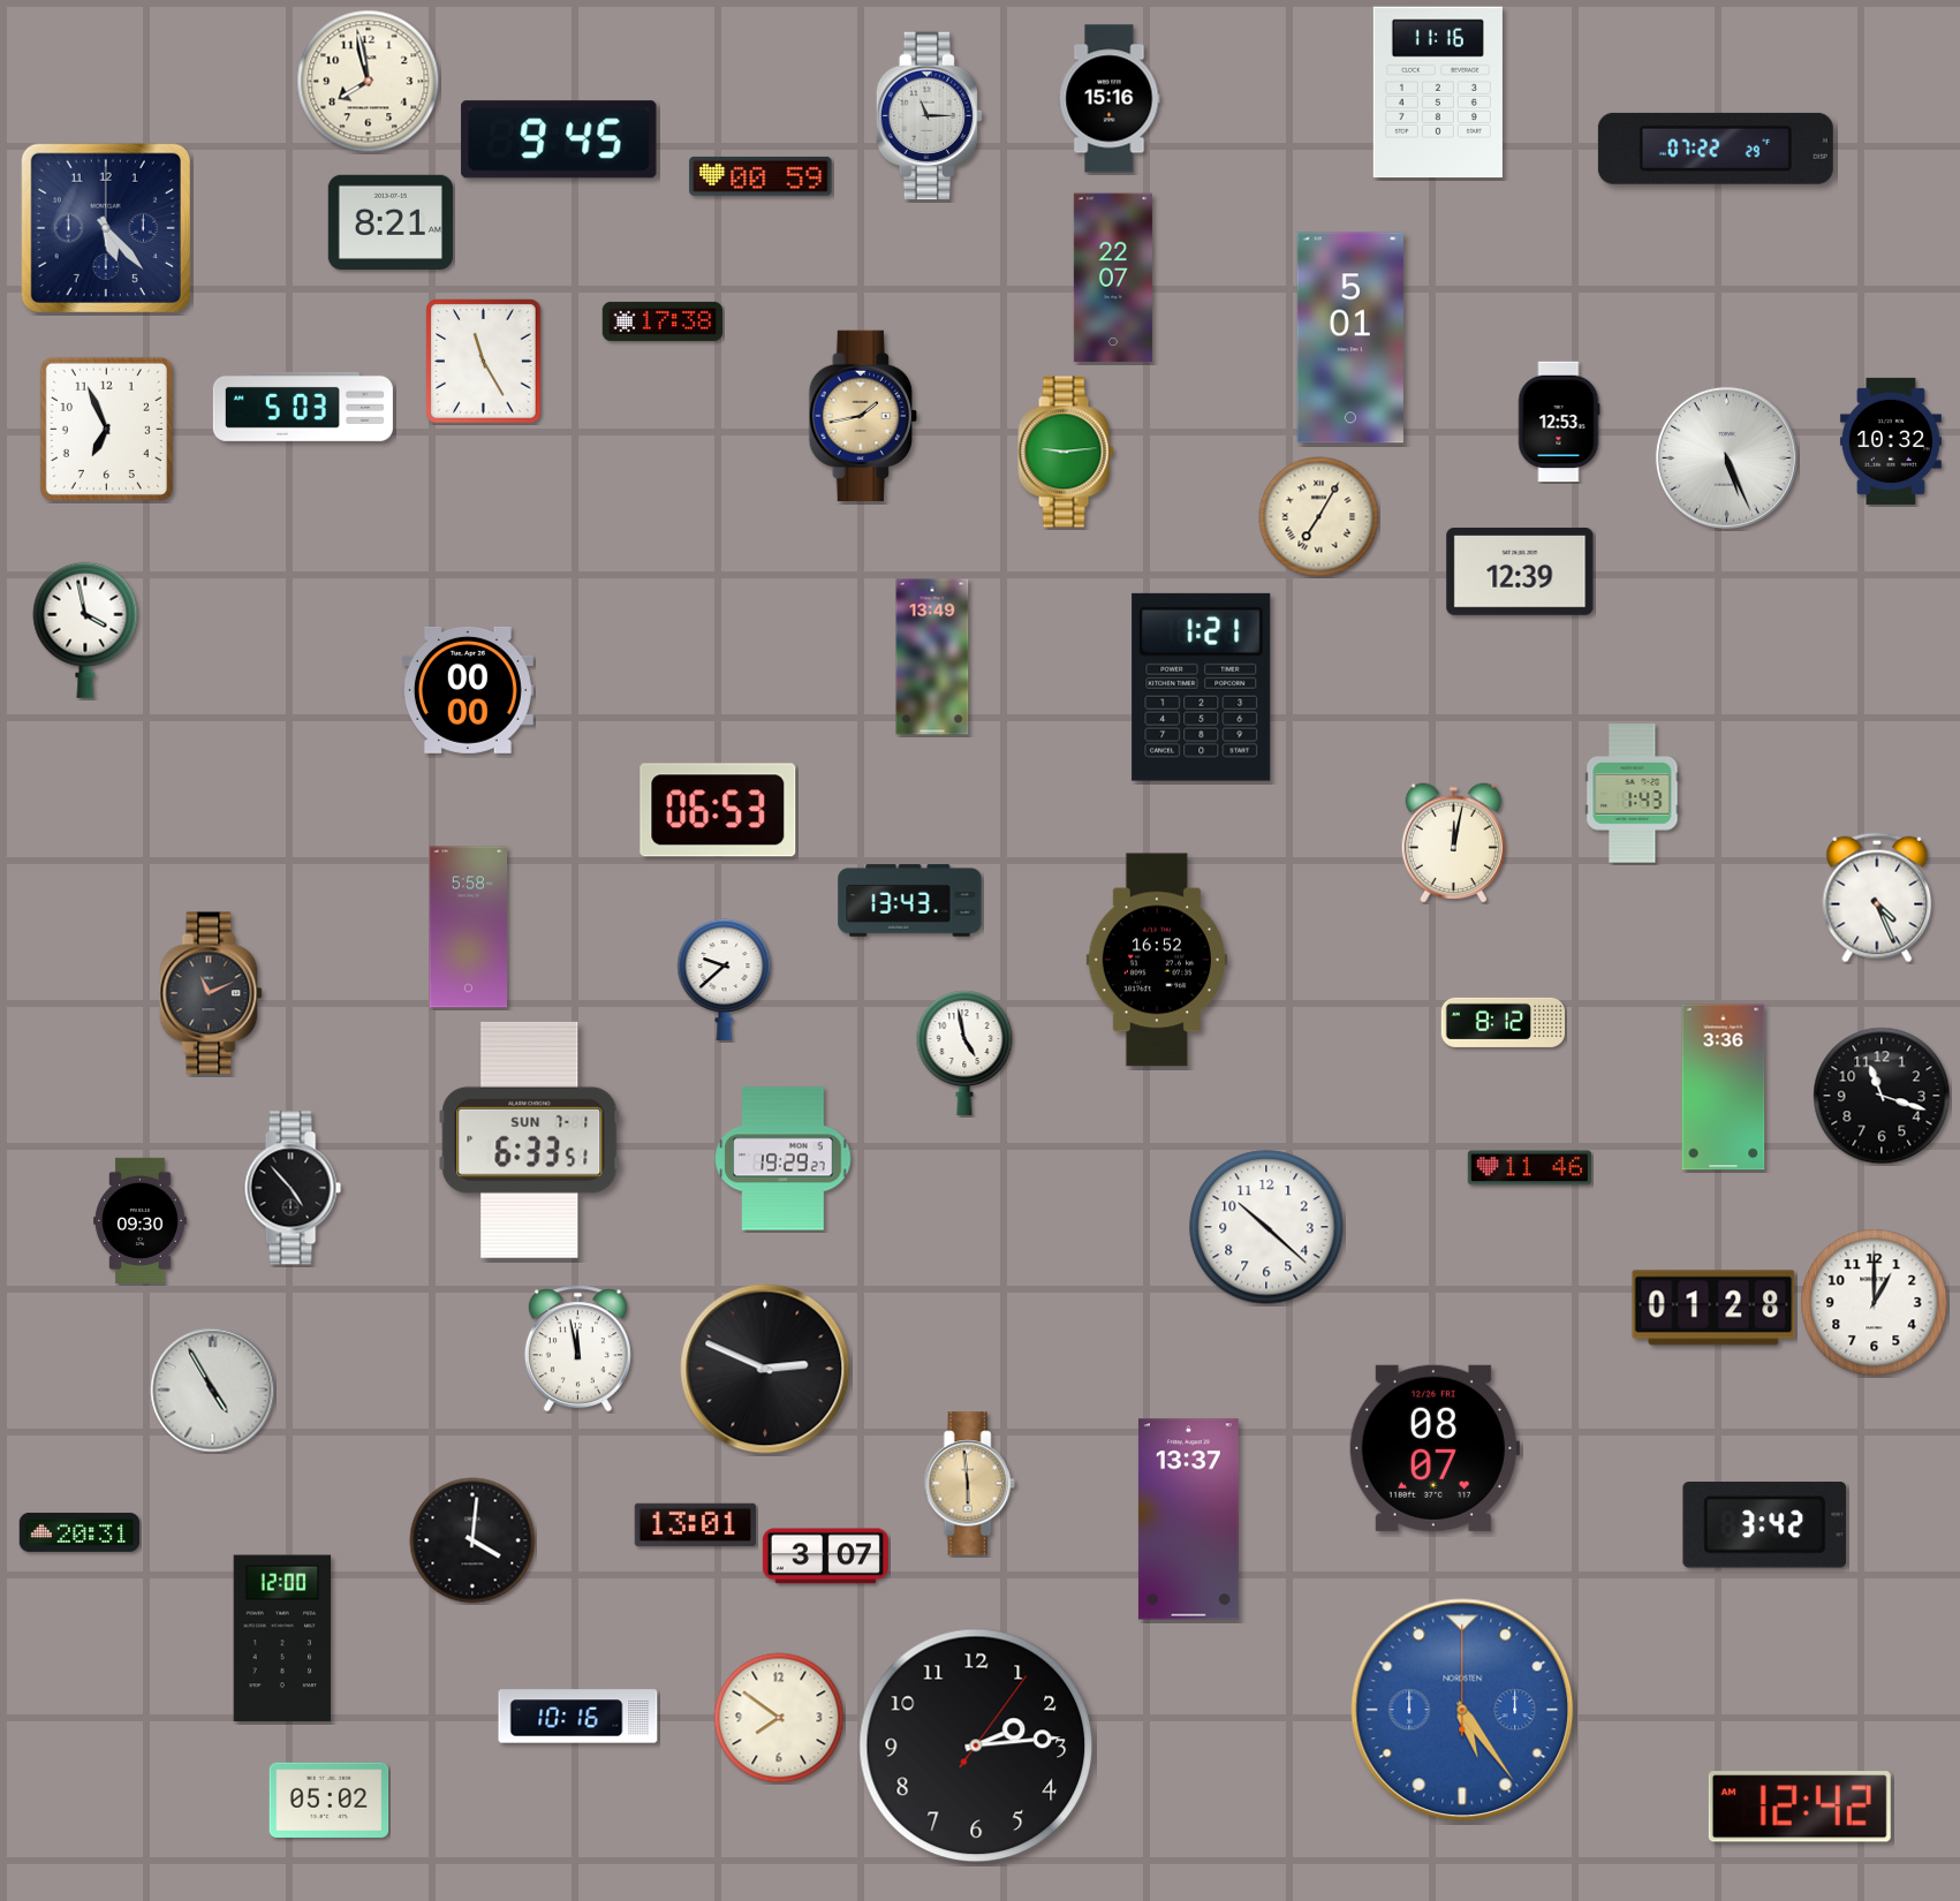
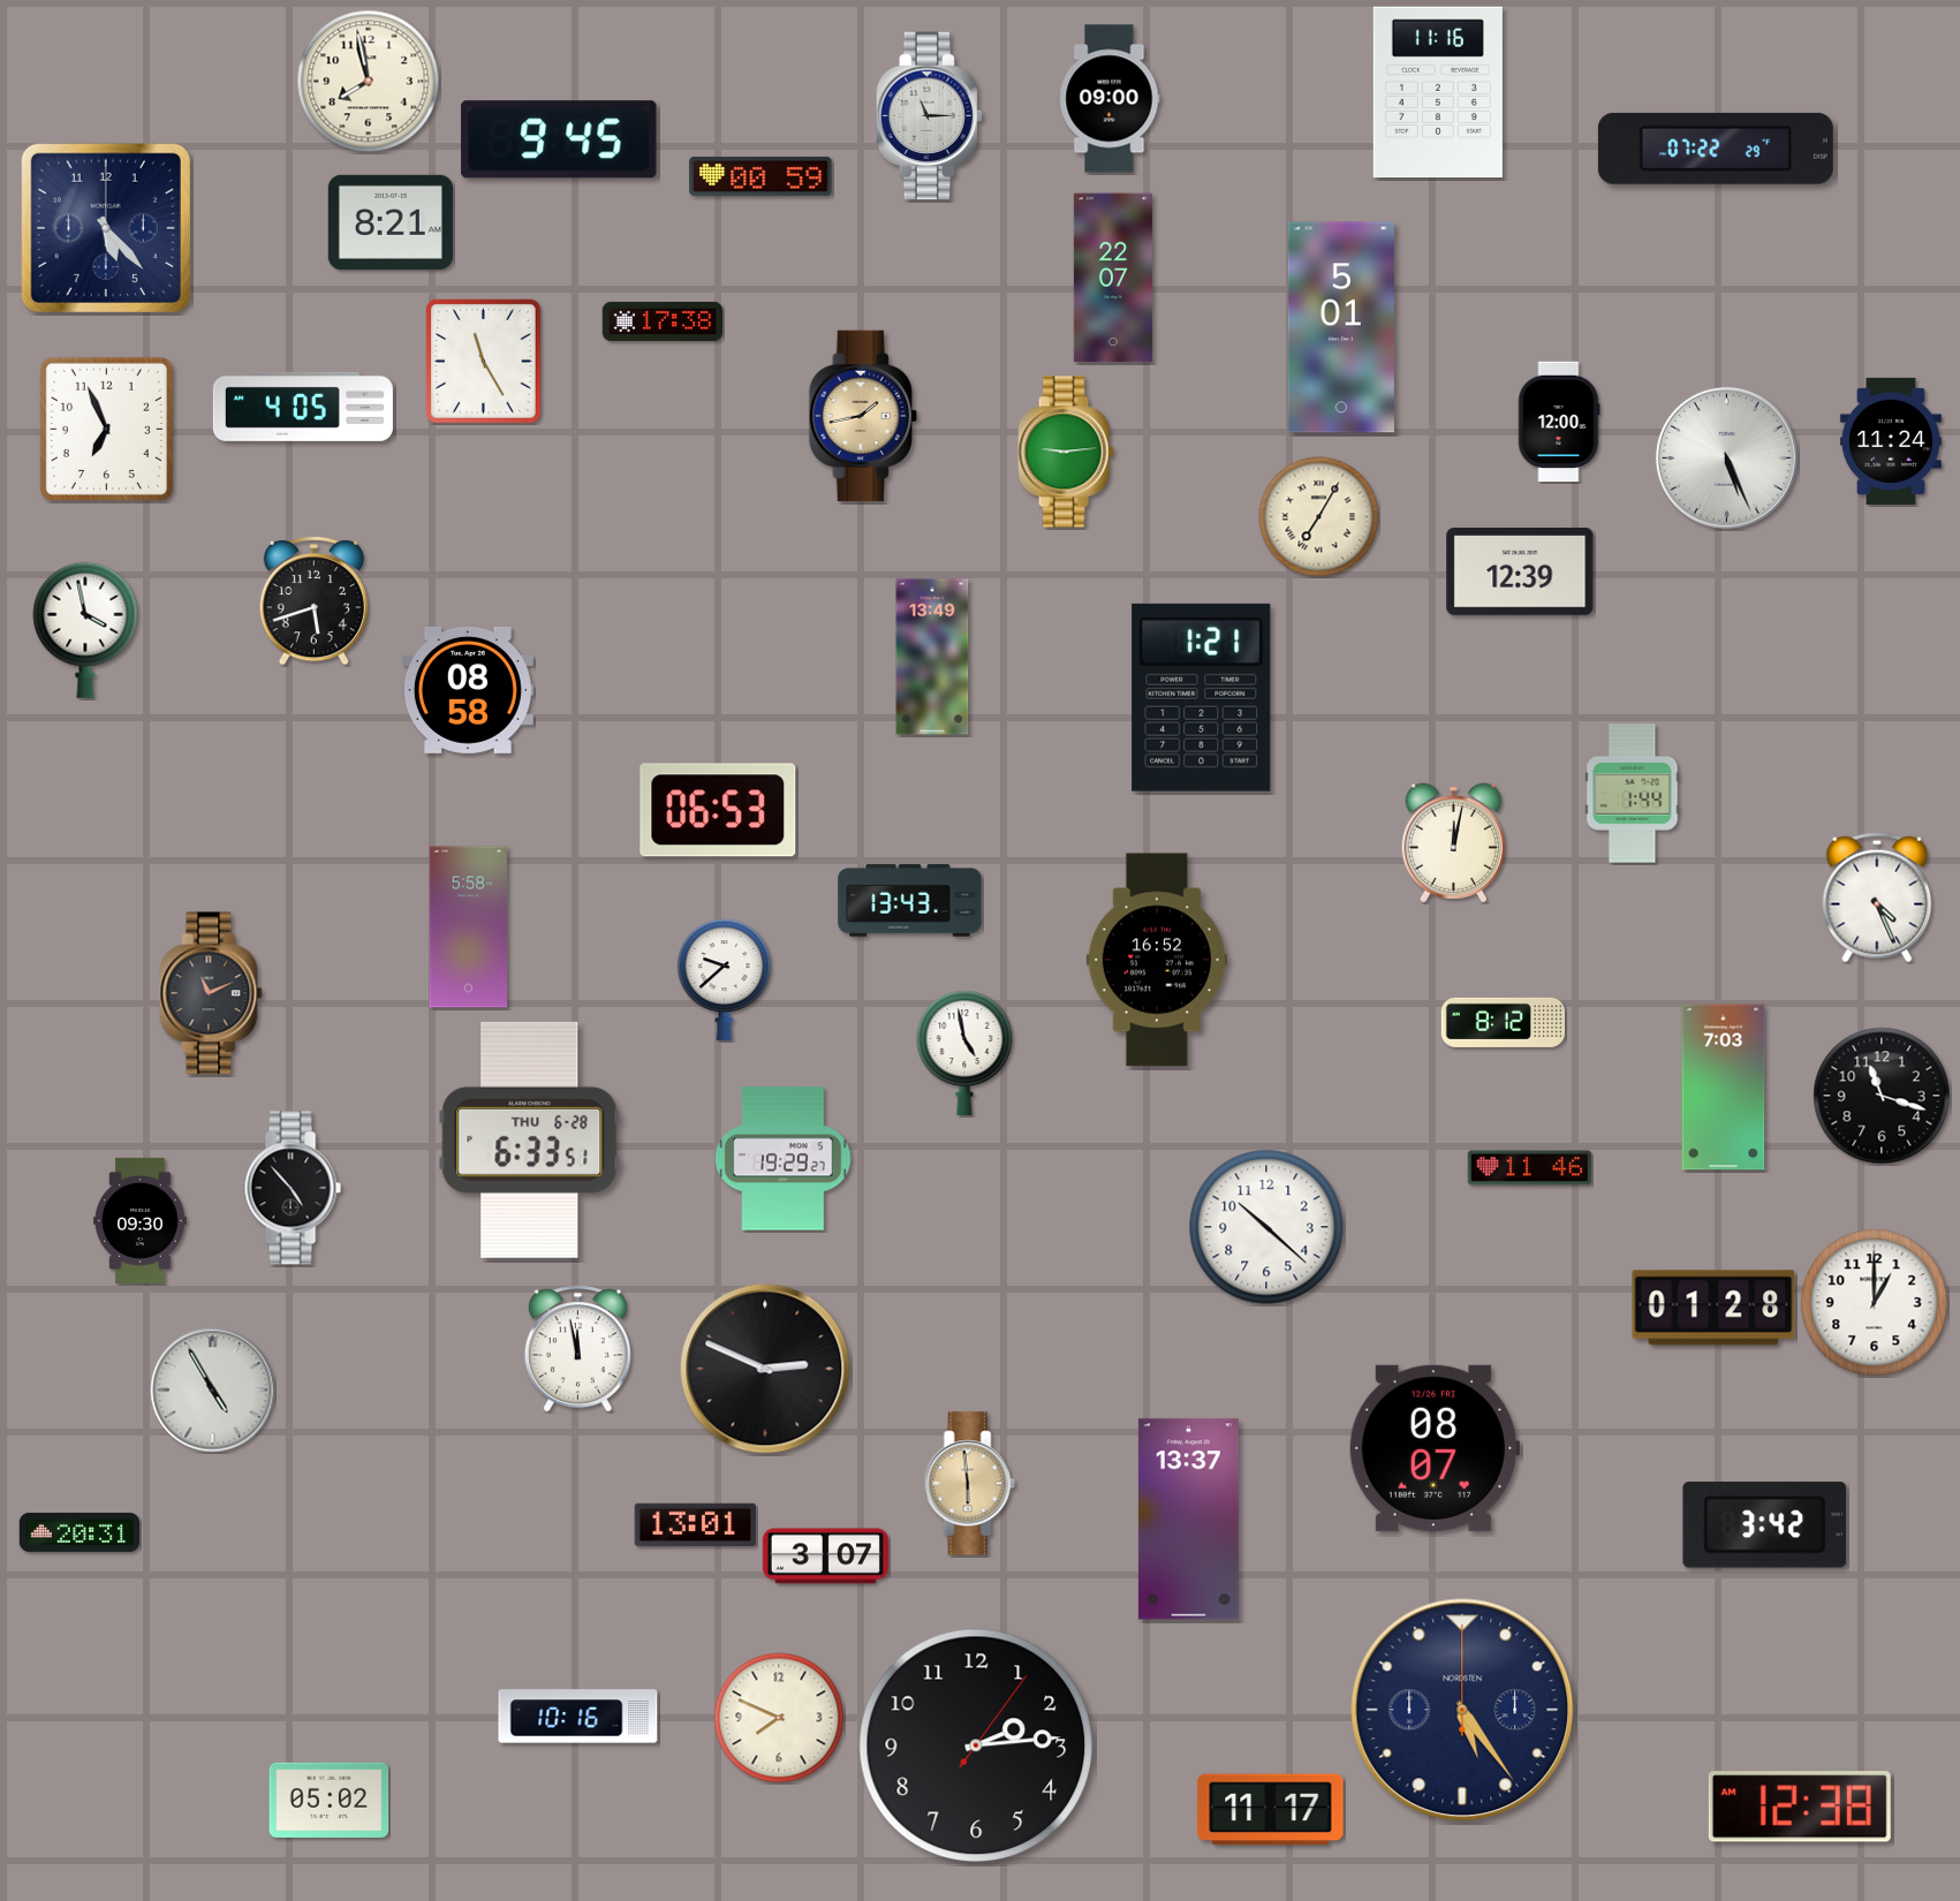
clock at (1110, 99): 15:16 -> 09:00
clock at (1350, 338) position: (1350, 338) -> (1341, 327)
clock at (303, 407): 5:03 -> 4:05
clock at (1559, 422): 12:53 -> 12:00
clock at (1891, 441): 10:32 -> 11:24
clock at (313, 600): none -> 5:42
clock at (1202, 687) position: (1202, 687) -> (1202, 697)
clock at (468, 690): 00:00 -> 08:58
clock at (1633, 794): 1:43 -> 1:44
clock at (1724, 1088): 3:36 -> 7:03
clock at (530, 1139) date: SUN 7-1 -> THU 6-28
clock at (472, 1540): 4:01 -> none
clock at (282, 1638): 12:00 -> none
clock at (1462, 1710) dial: blue -> navy
clock at (779, 1718): 7:51 -> 7:49
clock at (1800, 1807): 12:42 -> 12:38
clock at (1271, 1810): none -> 11:17
